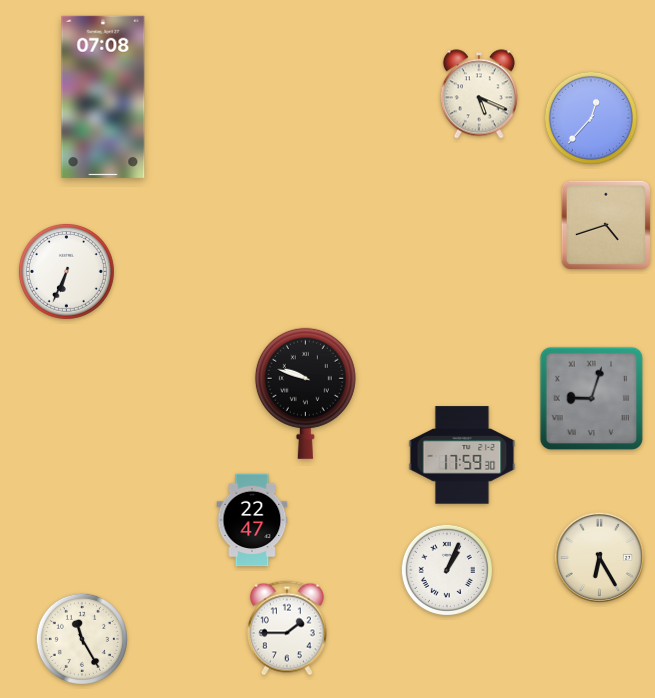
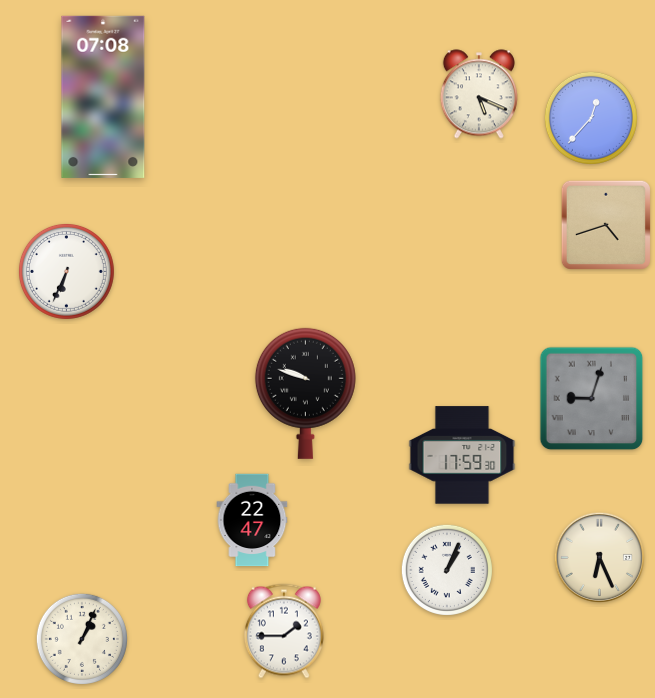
clock at (599, 557): 6:25 -> 6:26
clock at (287, 628) position: (287, 628) -> (284, 631)
clock at (82, 639): 11:25 -> 1:04
